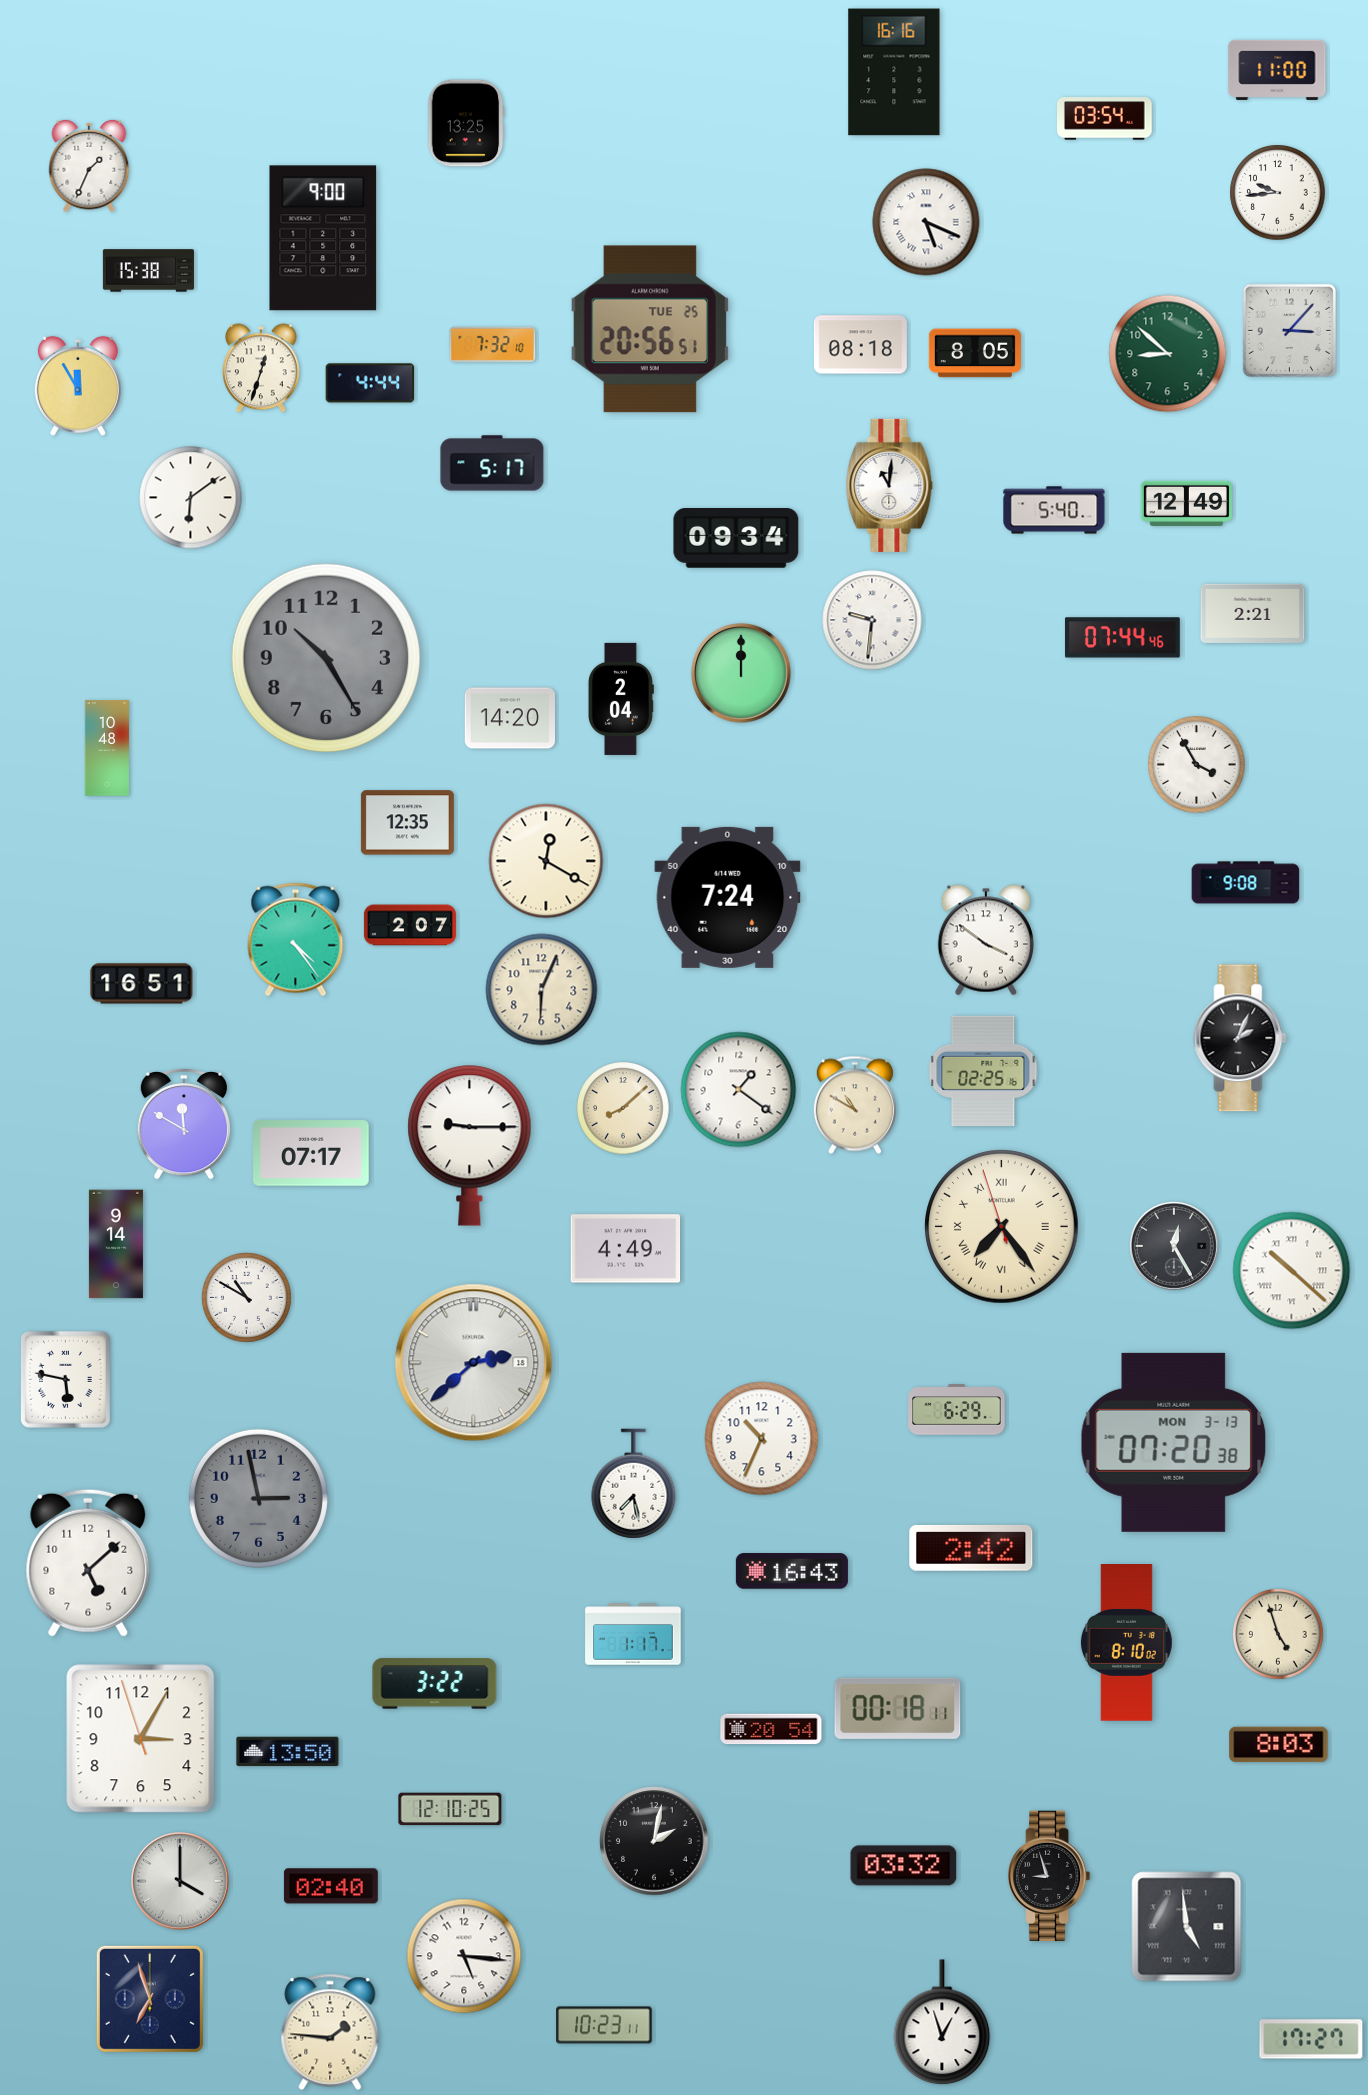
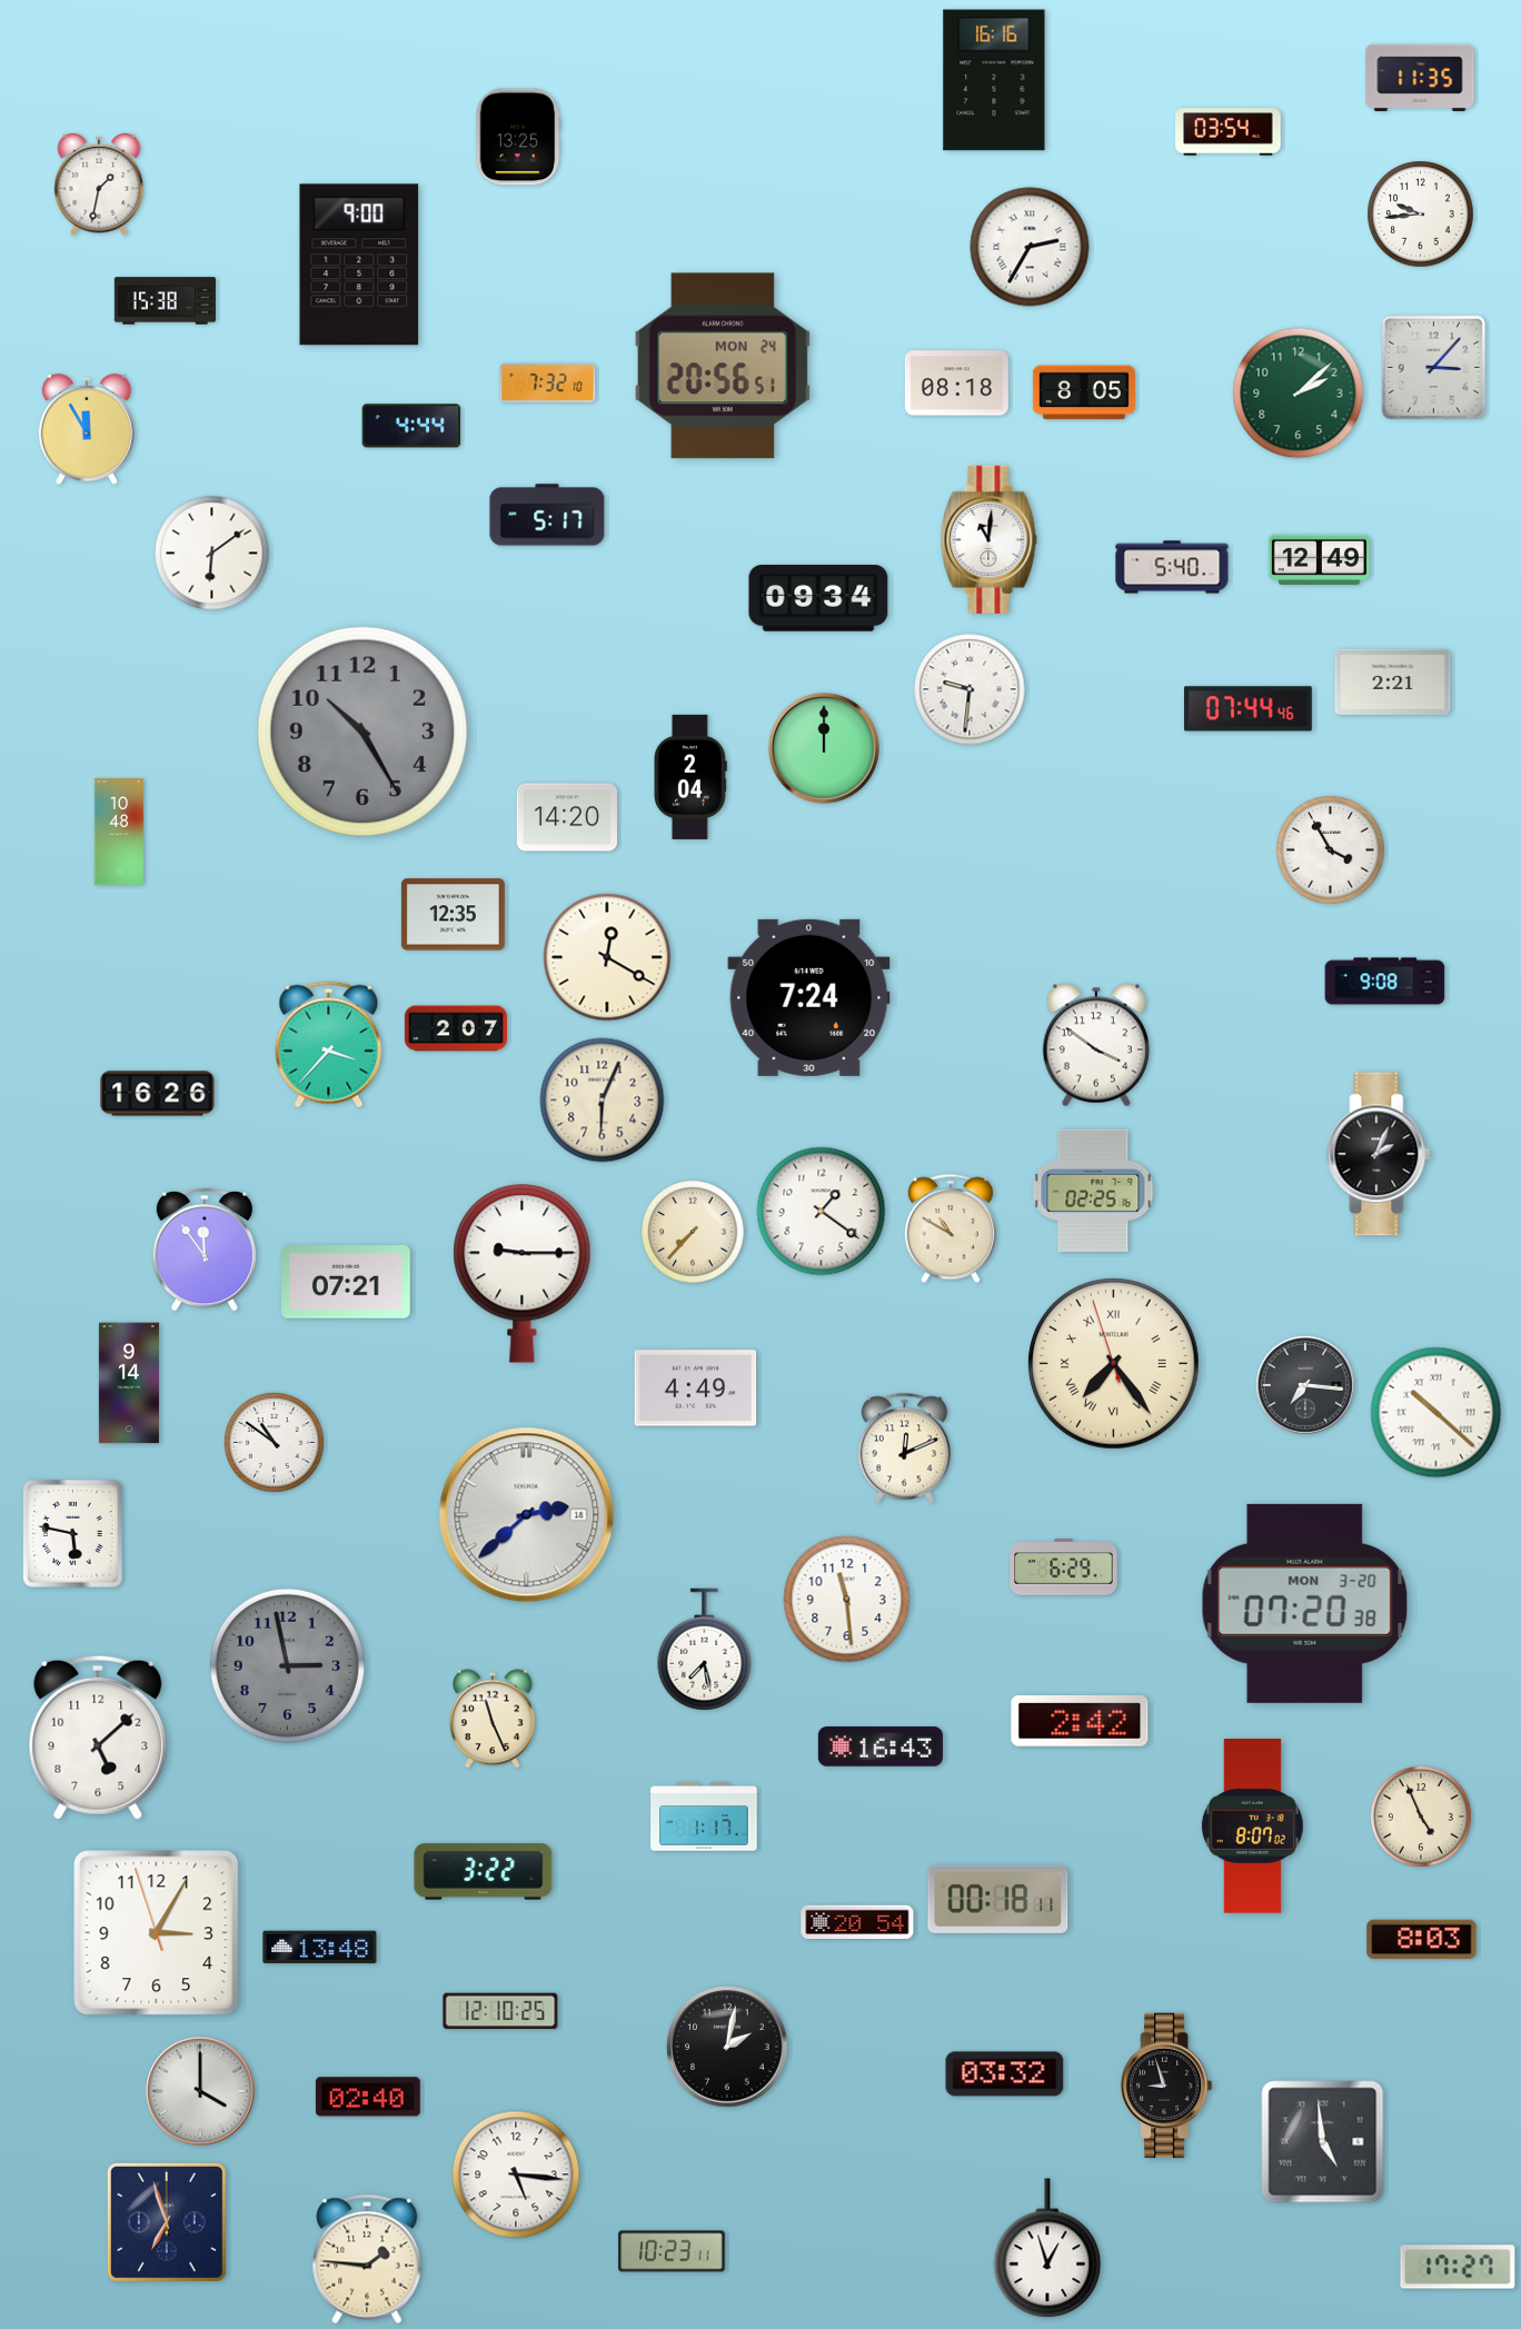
clock at (1277, 70): 11:00 -> 11:35
clock at (89, 166): 1:34 -> 1:32
clock at (926, 222): 5:19 -> 2:35
clock at (650, 329) date: TUE 25 -> MON 24
clock at (1168, 354): 8:52 -> 2:08
clock at (261, 368): 12:33 -> none
clock at (509, 718) position: (509, 718) -> (566, 817)
clock at (296, 940): 4:24 -> 3:37
clock at (142, 984): 16:51 -> 16:26
clock at (623, 1108): 8:08 -> 7:37
clock at (183, 1124): 11:50 -> 11:54
clock at (311, 1153): 07:17 -> 07:21
clock at (1174, 1246): 12:25 -> 7:16
clock at (246, 1297): 10:50 -> 10:51
clock at (904, 1449): none -> 12:11
clock at (762, 1439): 10:34 -> 11:29
clock at (1174, 1442) date: MON 3-13 -> MON 3-20
clock at (493, 1719): none -> 11:26
clock at (1279, 1635): 4:57 -> 4:56
clock at (1126, 1643): 8:10 -> 8:07
clock at (288, 1752): 13:50 -> 13:48
clock at (1187, 1927) position: (1187, 1927) -> (1323, 2142)
